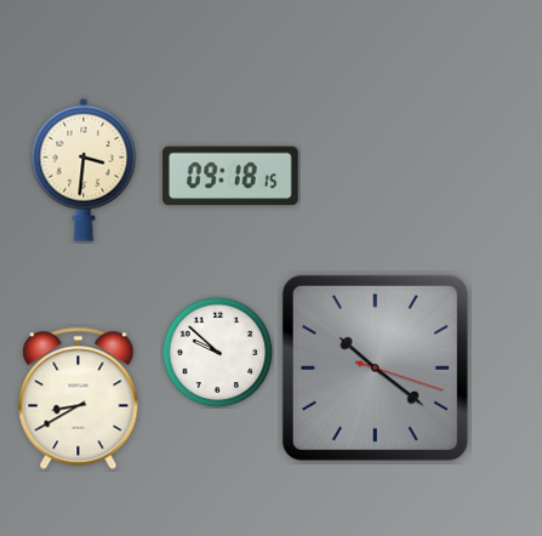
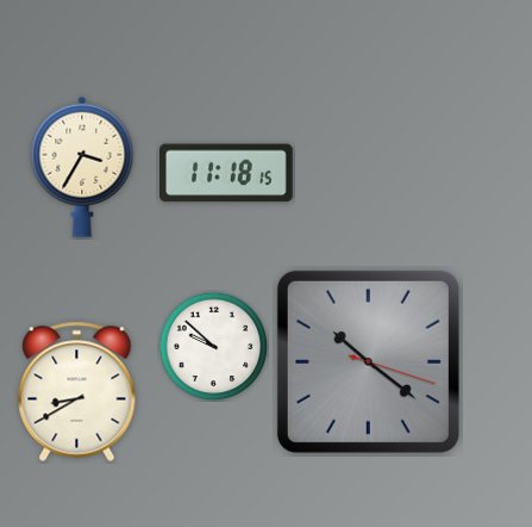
clock at (84, 170): 3:31 -> 3:35
clock at (232, 176): 09:18 -> 11:18
